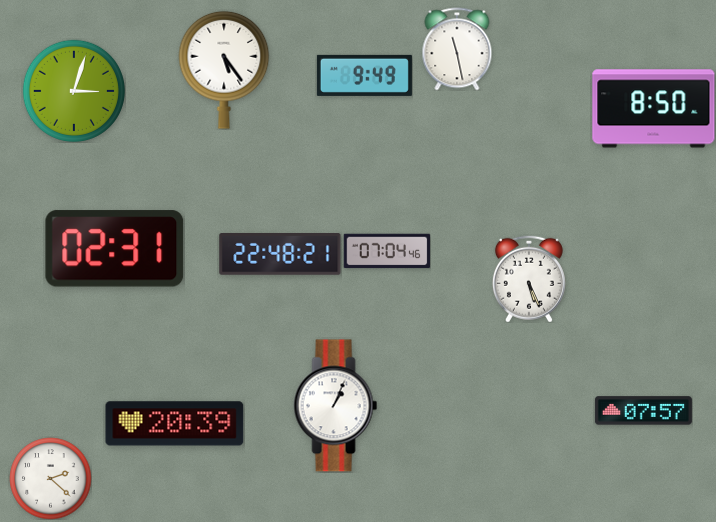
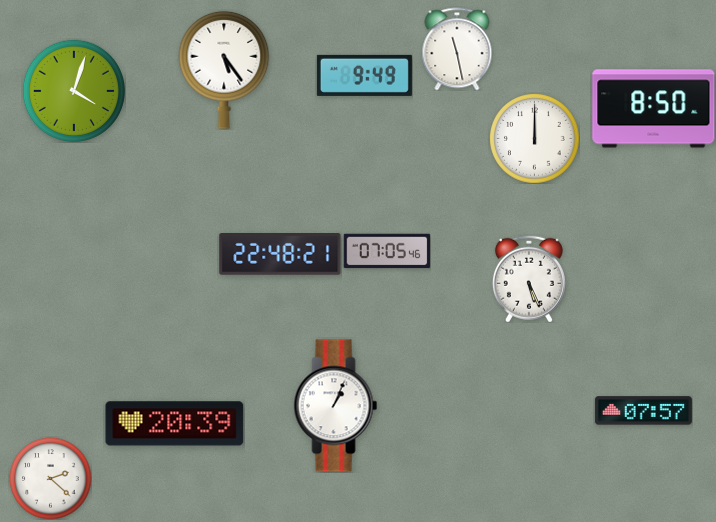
clock at (74, 91): 3:03 -> 4:03
clock at (534, 138): none -> 12:00
clock at (115, 249): 02:31 -> none
clock at (387, 251): 07:04 -> 07:05
